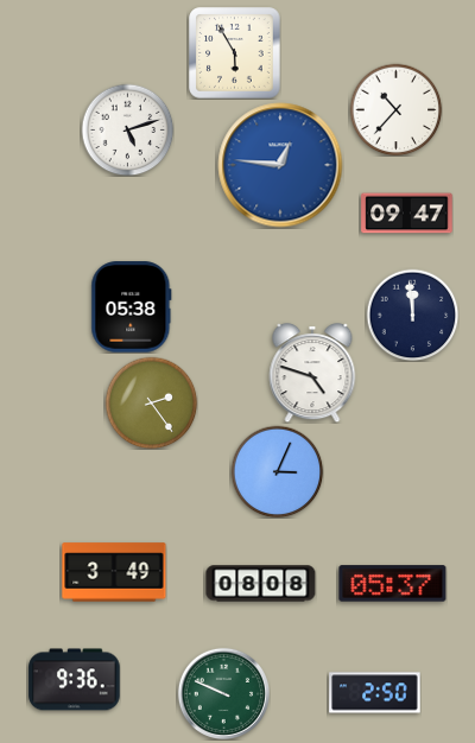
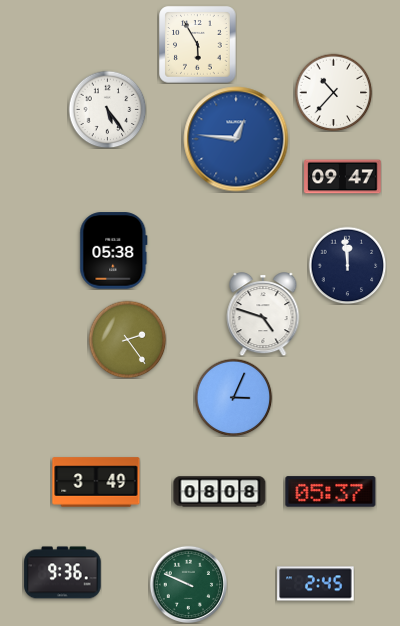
clock at (127, 129): 5:12 -> 5:24
clock at (407, 214) position: (407, 214) -> (343, 177)
clock at (132, 307) position: (132, 307) -> (114, 251)
clock at (375, 693): 2:50 -> 2:45
